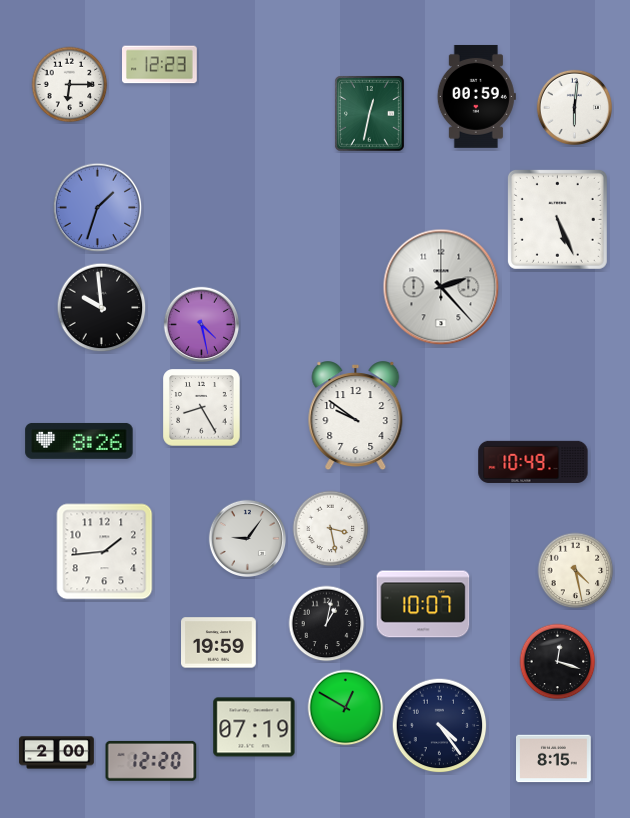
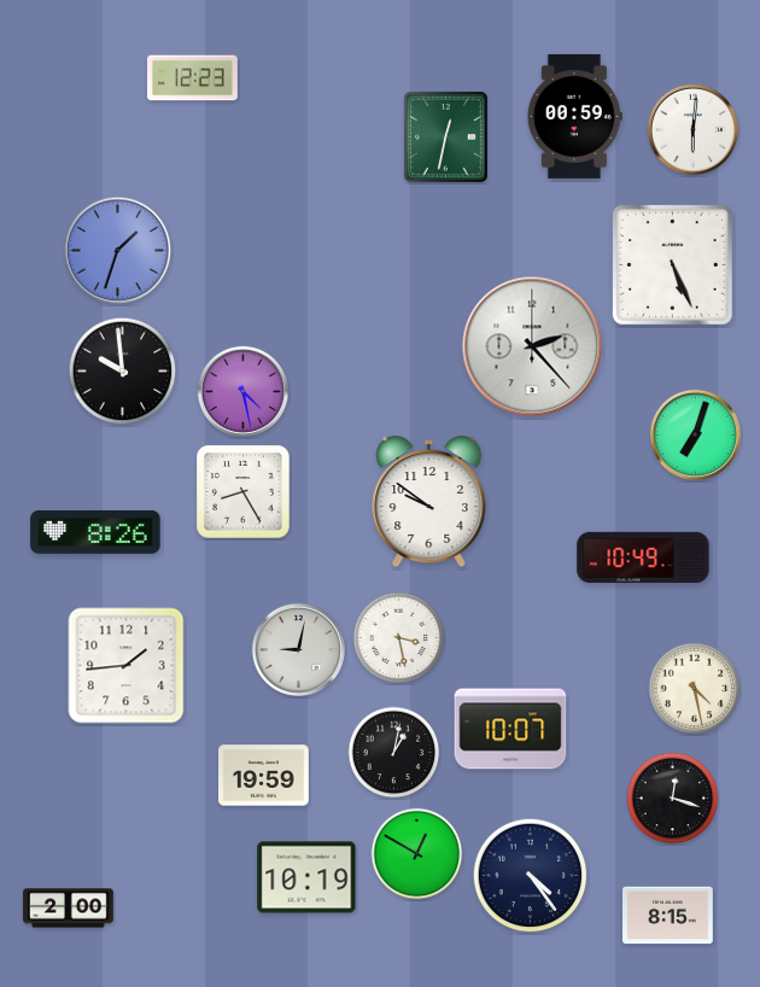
clock at (70, 85): 6:15 -> none
clock at (695, 434): none -> 7:03
clock at (247, 538): 9:06 -> 9:02
clock at (254, 727): 07:19 -> 10:19
clock at (151, 761): 12:20 -> none
